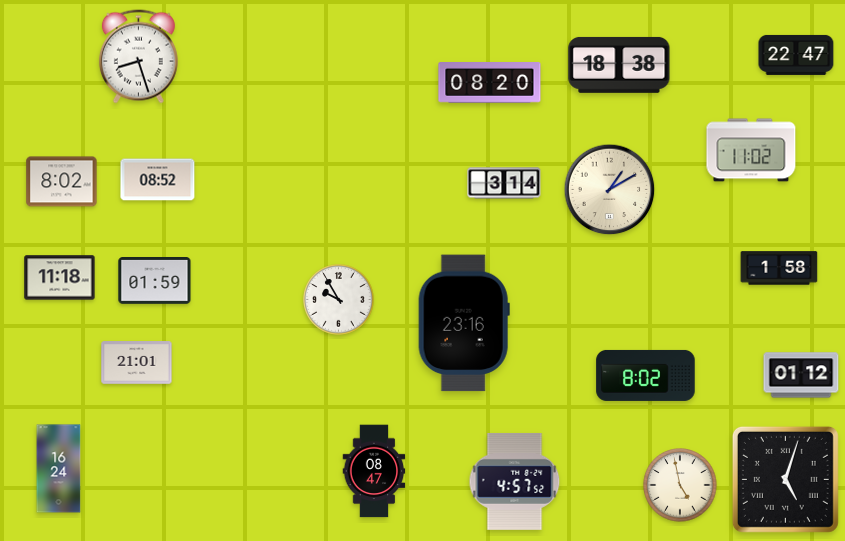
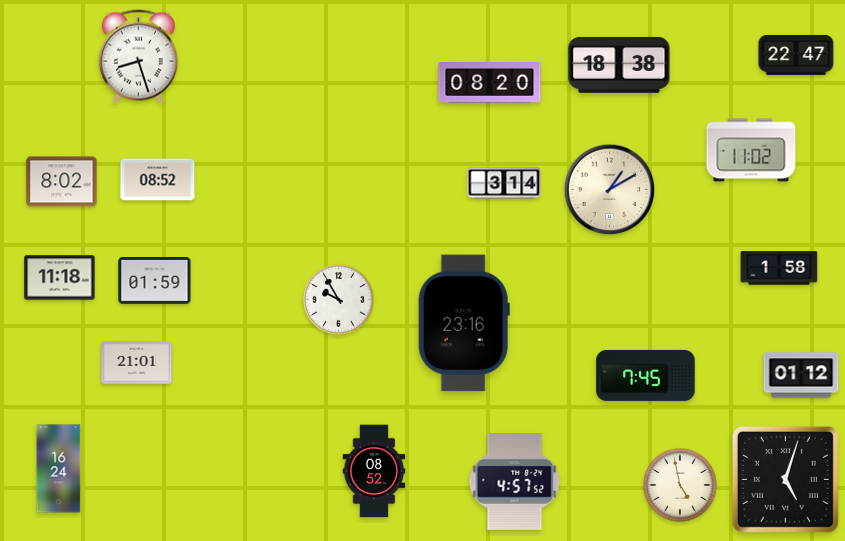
clock at (646, 375): 8:02 -> 7:45
clock at (374, 471): 08:47 -> 08:52
